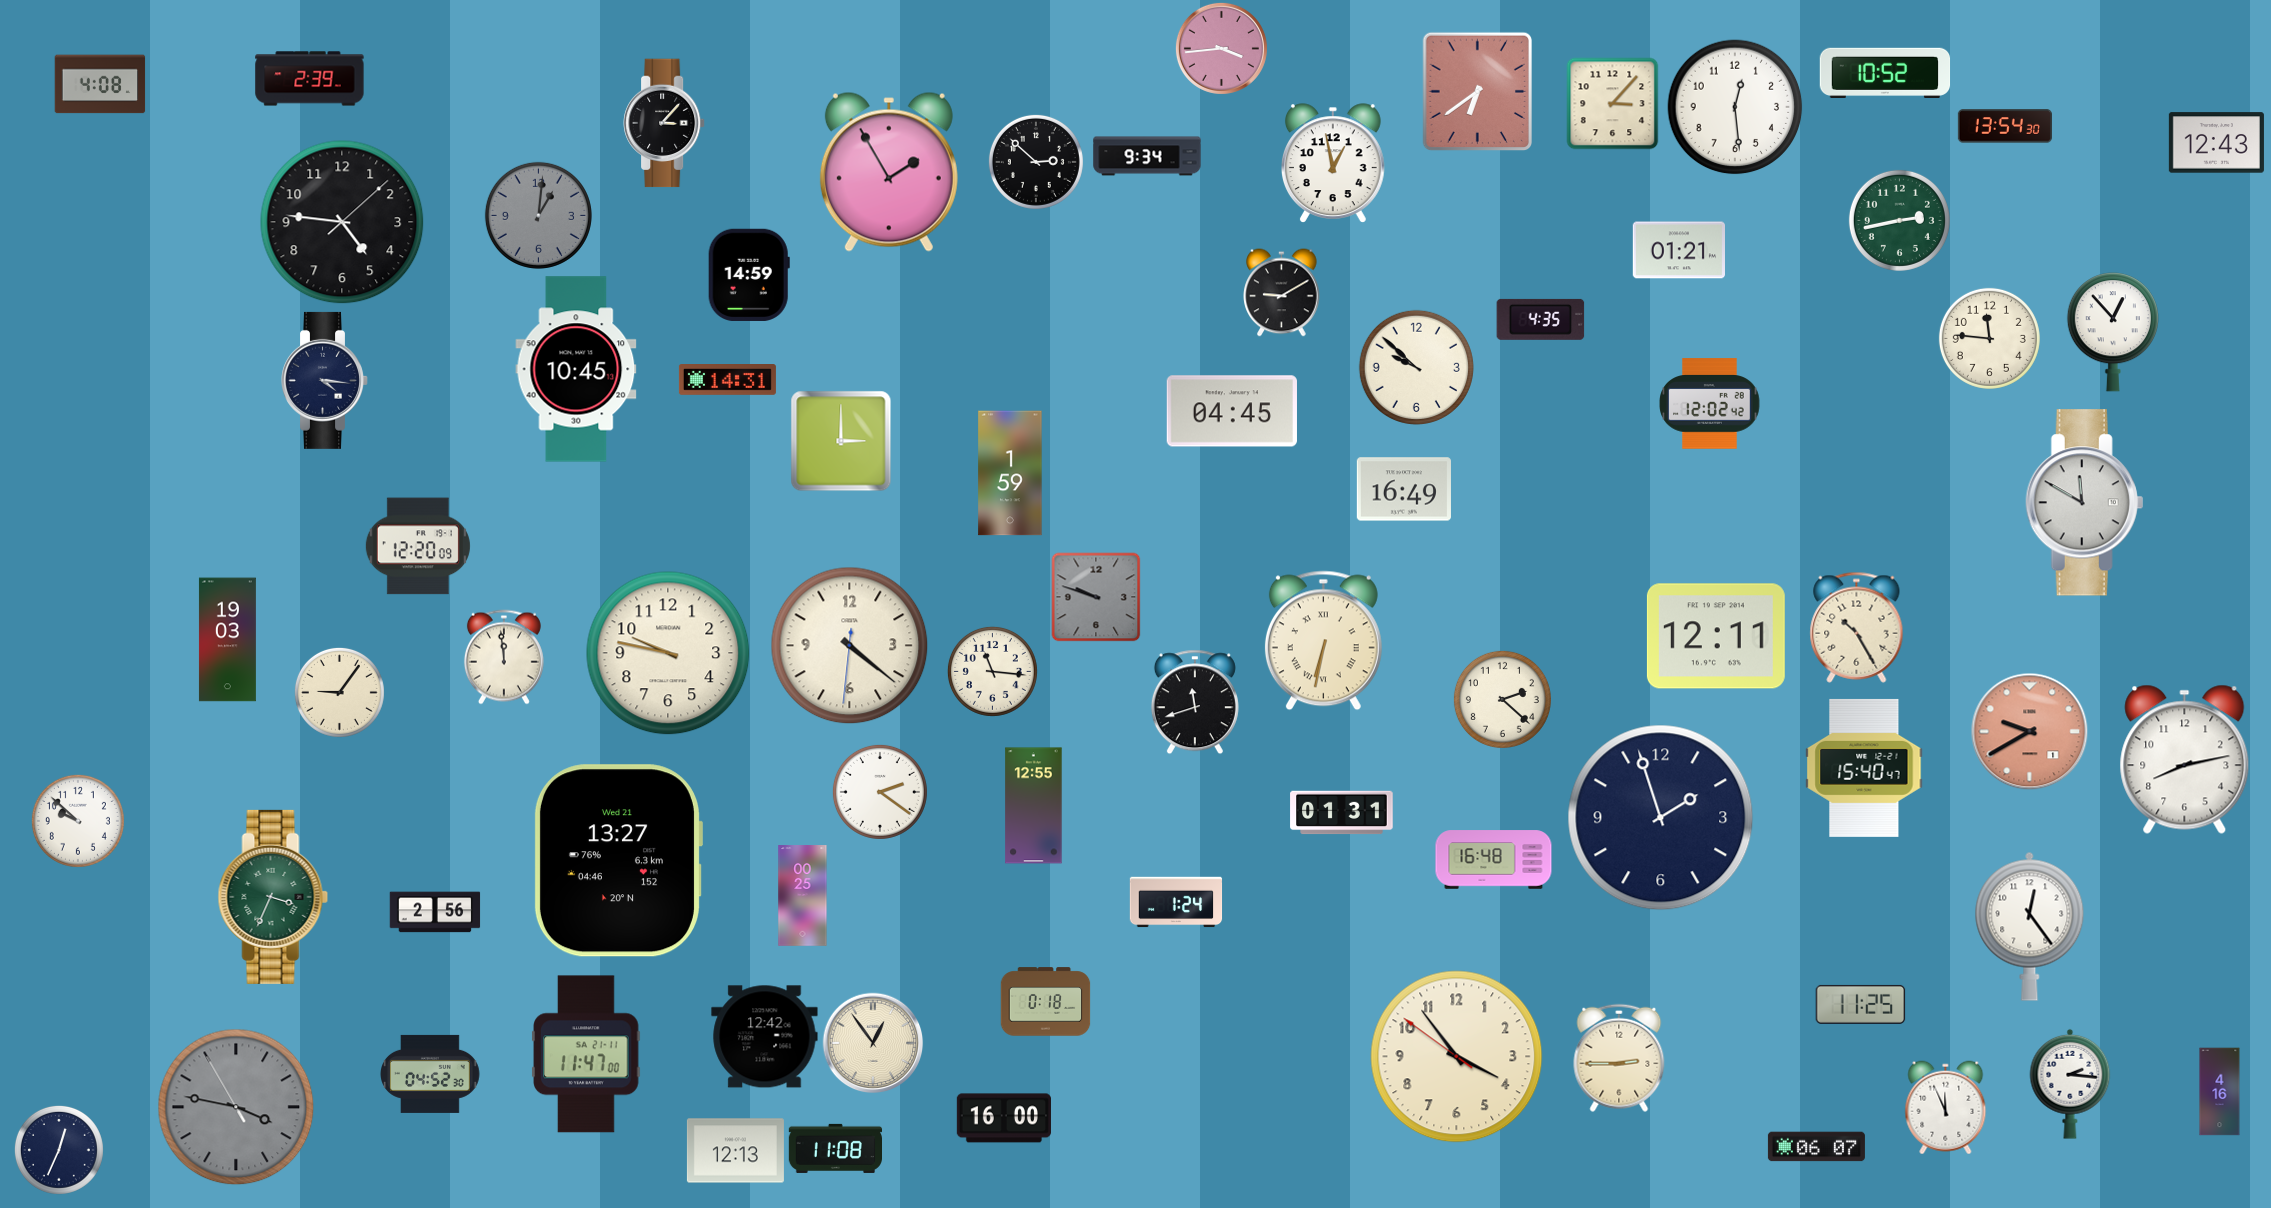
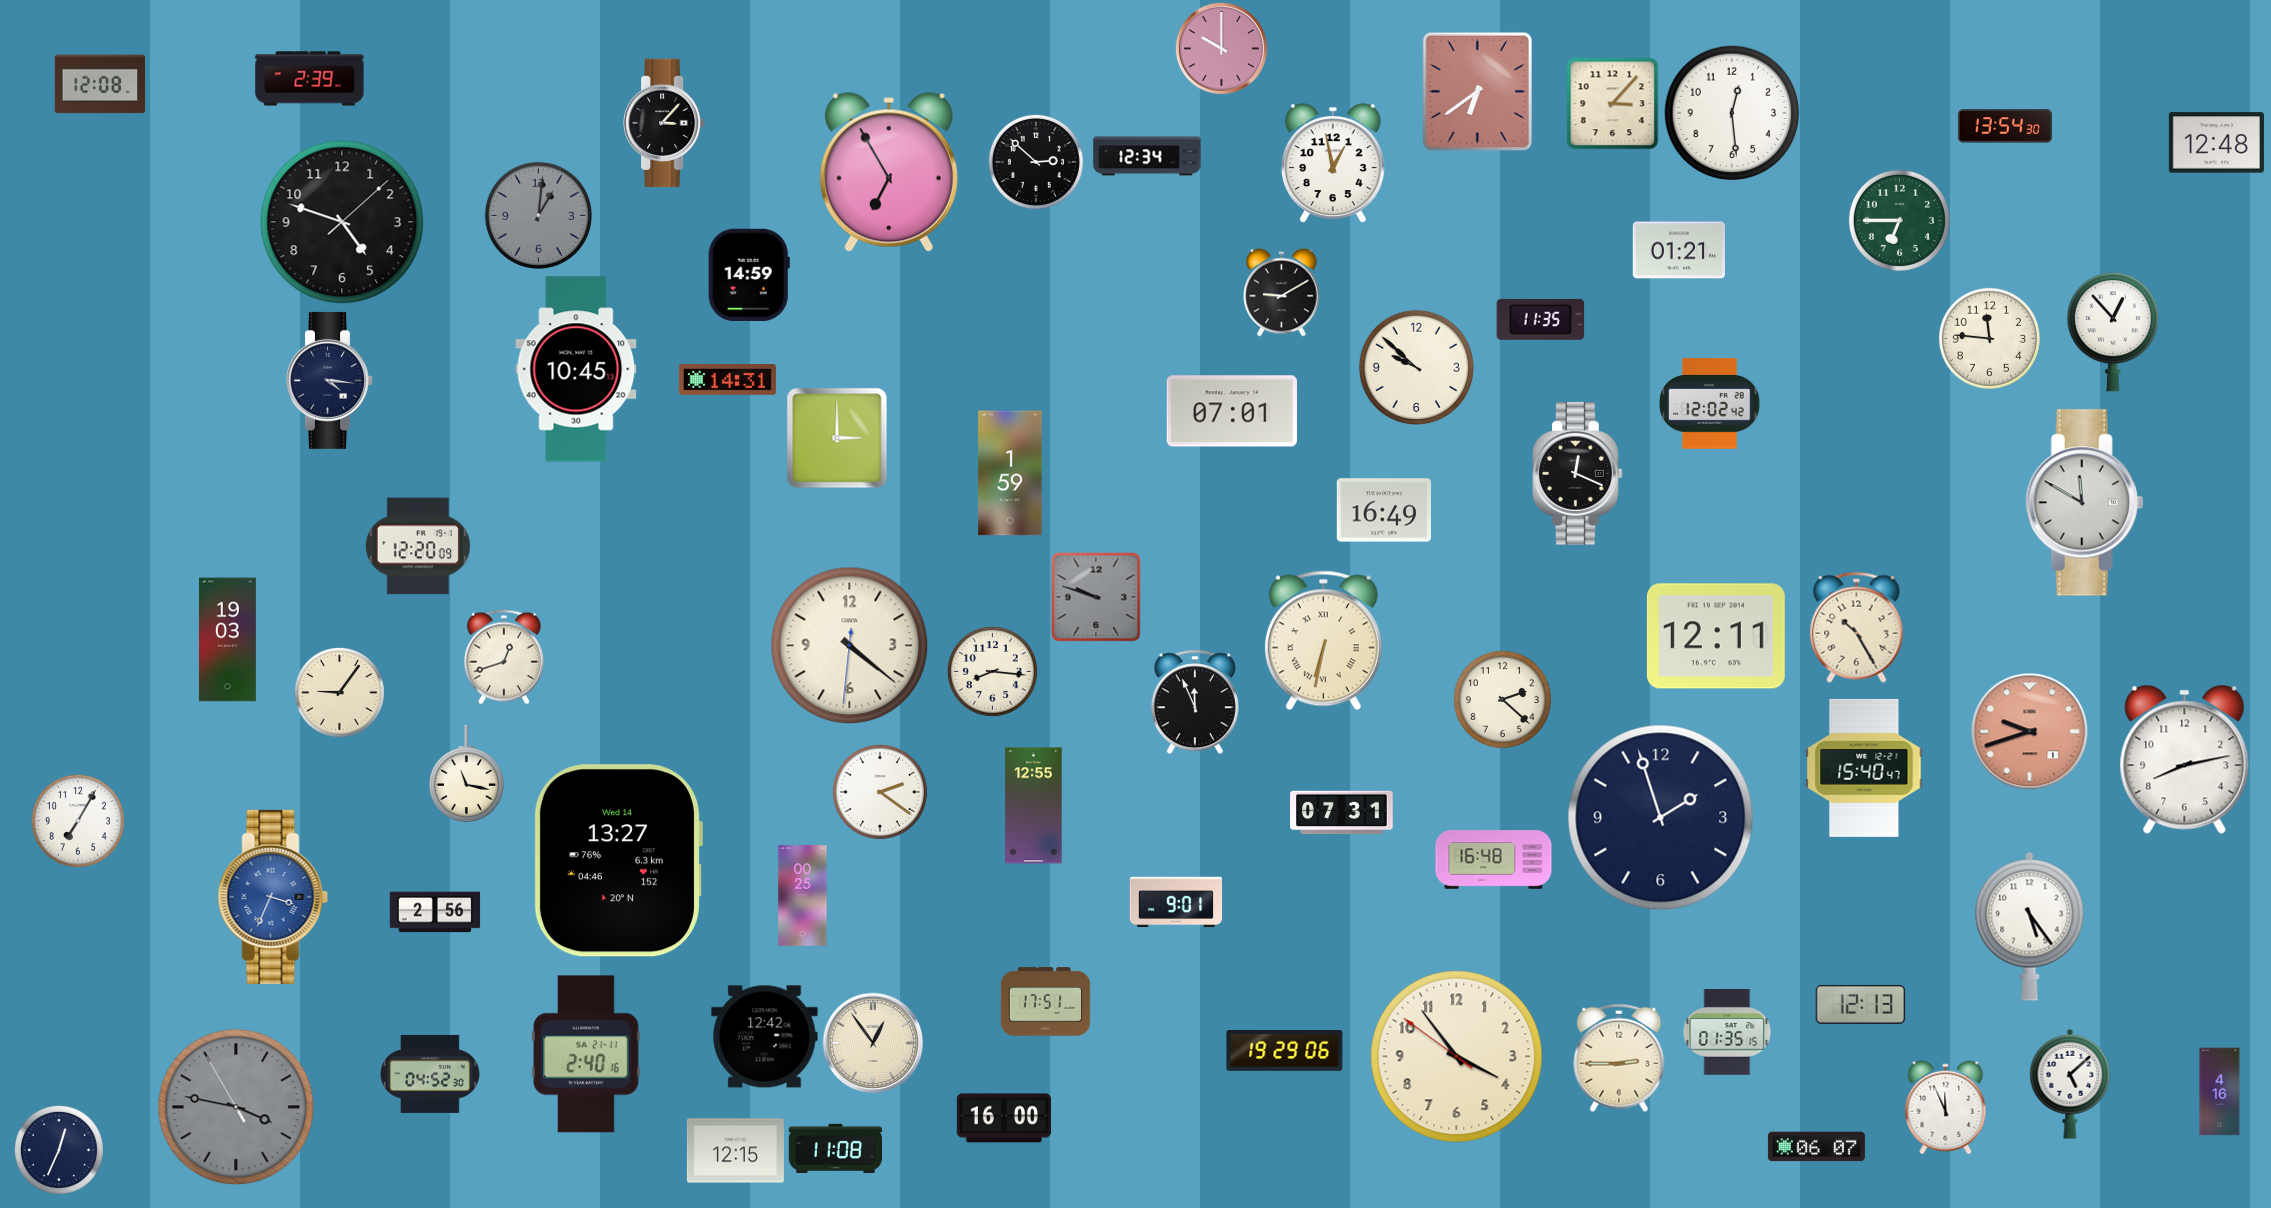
clock at (1221, 48): 3:44 -> 10:00
clock at (1885, 72): 10:52 -> none
clock at (100, 84): 4:08 -> 12:08
clock at (1735, 107) position: (1735, 107) -> (1732, 113)
clock at (2216, 143): 12:43 -> 12:48
clock at (1147, 156): 9:34 -> 12:34
clock at (889, 172): 1:55 -> 6:55
clock at (1899, 220): 2:43 -> 6:45
clock at (342, 222): 4:46 -> 4:48
clock at (1541, 319): 4:35 -> 11:35
clock at (325, 380) position: (325, 380) -> (330, 380)
clock at (1232, 411): 04:45 -> 07:01
clock at (841, 441) position: (841, 441) -> (837, 438)
clock at (1578, 474): none -> 12:19
clock at (1404, 489) position: (1404, 489) -> (1384, 510)
clock at (668, 653): 9:47 -> none
clock at (504, 657): 11:59 -> 12:42
clock at (992, 671): 11:16 -> 8:16
clock at (1195, 702): 11:42 -> 11:56
clock at (2030, 732): 9:40 -> 9:42
clock at (466, 773): none -> 11:17
clock at (1342, 813): 01:31 -> 07:31
clock at (78, 821): 9:52 -> 7:05
clock at (618, 861) date: Wed 21 -> Wed 14
clock at (273, 897) dial: green -> blue
clock at (1176, 902): 1:24 -> 9:01
clock at (2030, 926): 12:24 -> 5:24
clock at (1046, 1002): 0:18 -> 17:51
clock at (1861, 1004): 11:25 -> 12:13
clock at (1727, 1032): none -> 01:35
clock at (1285, 1050): none -> 19:29
clock at (586, 1054): 11:47 -> 2:40
clock at (2070, 1084): 2:16 -> 5:08
clock at (735, 1151): 12:13 -> 12:15
